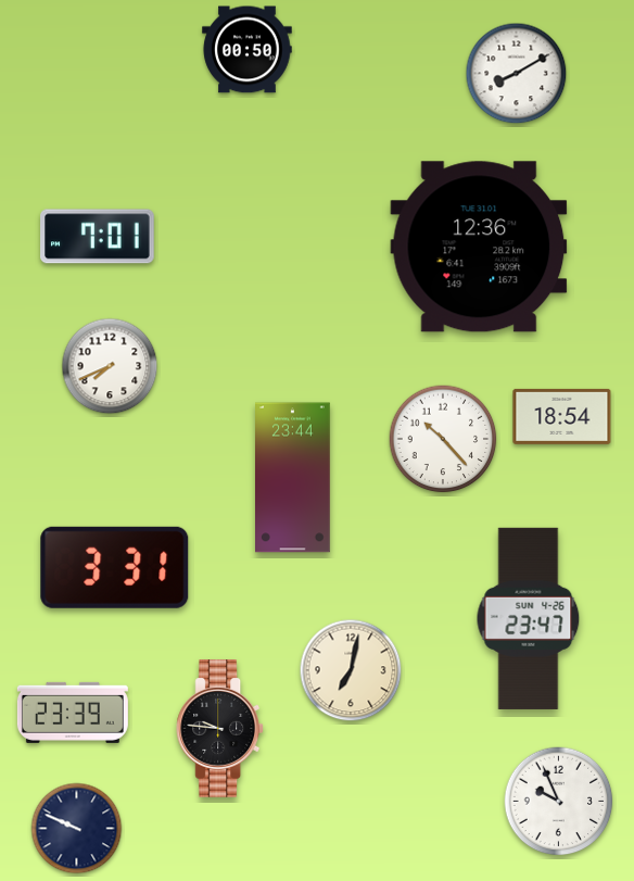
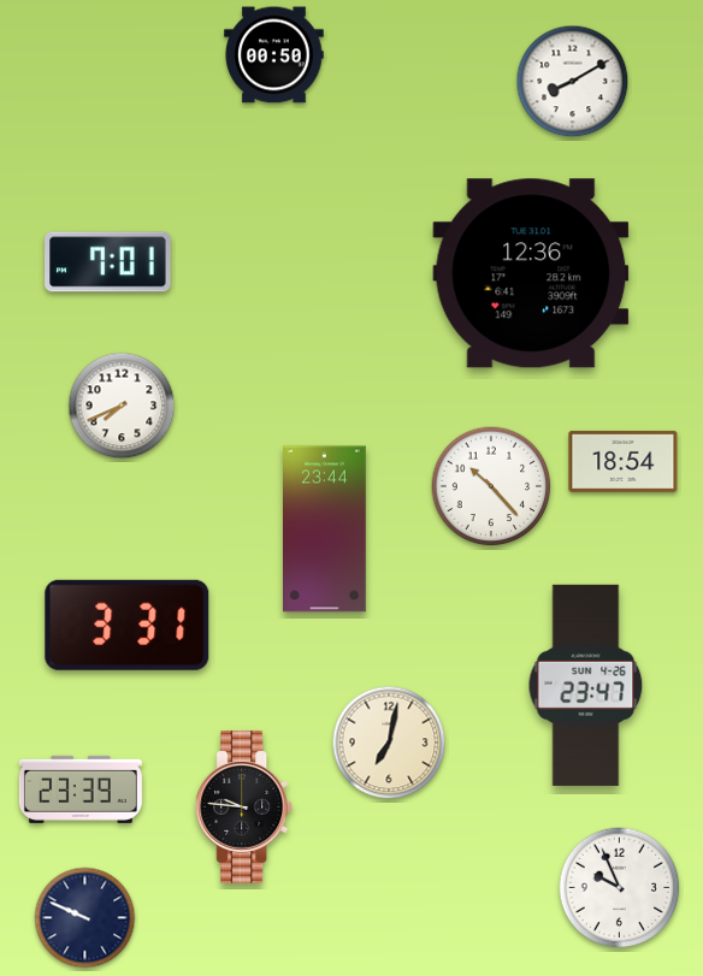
clock at (115, 567) position: (115, 567) -> (128, 625)
